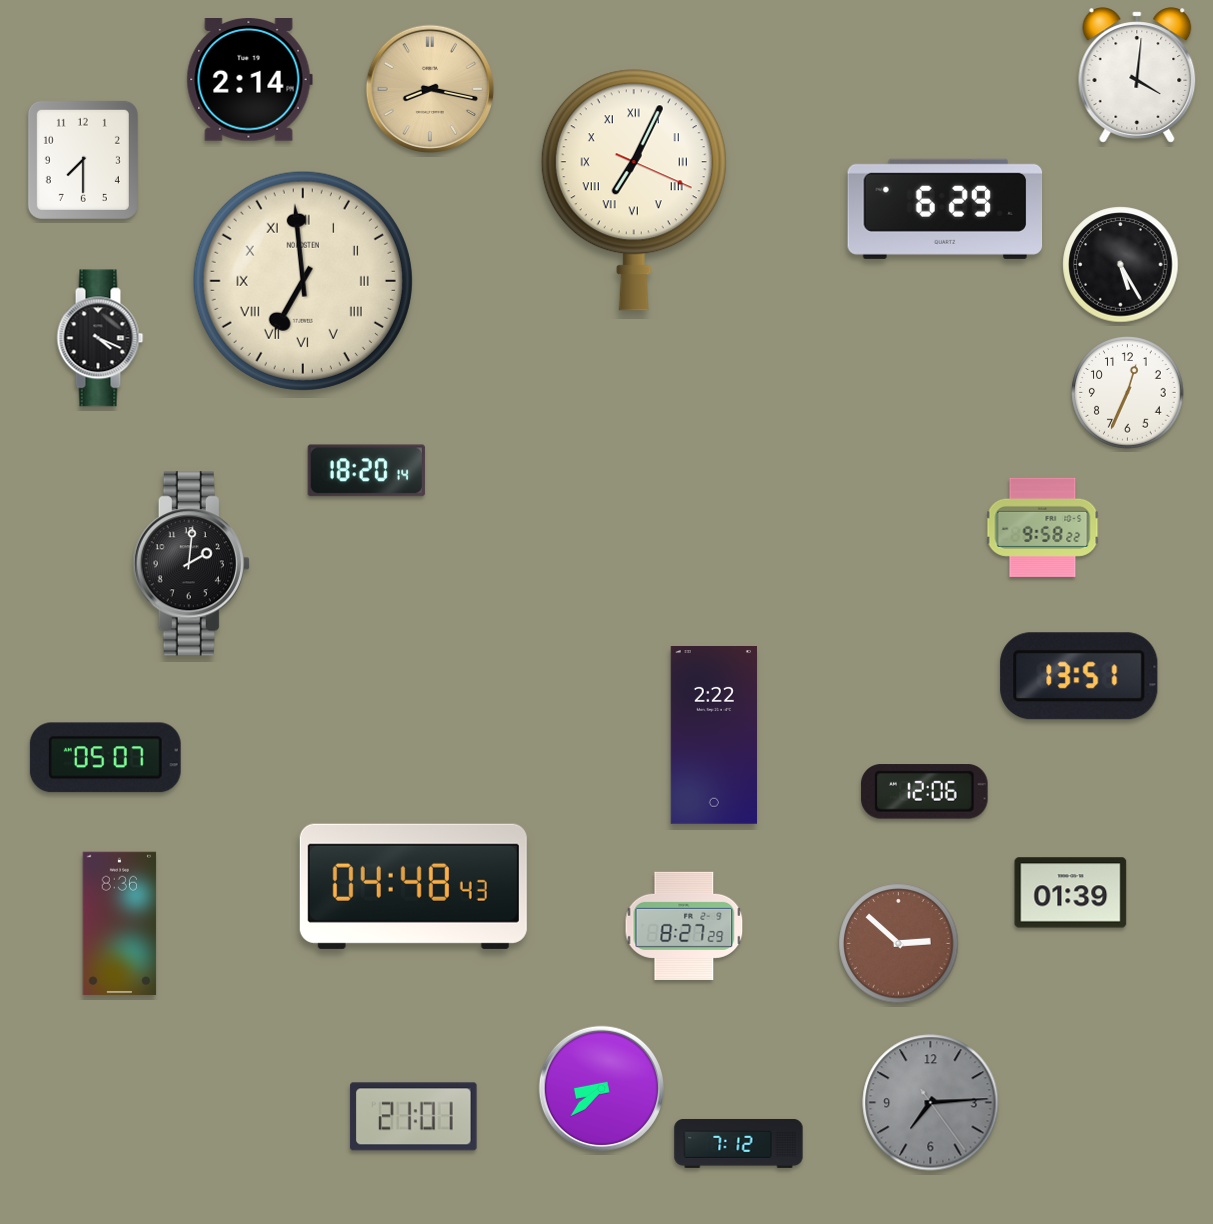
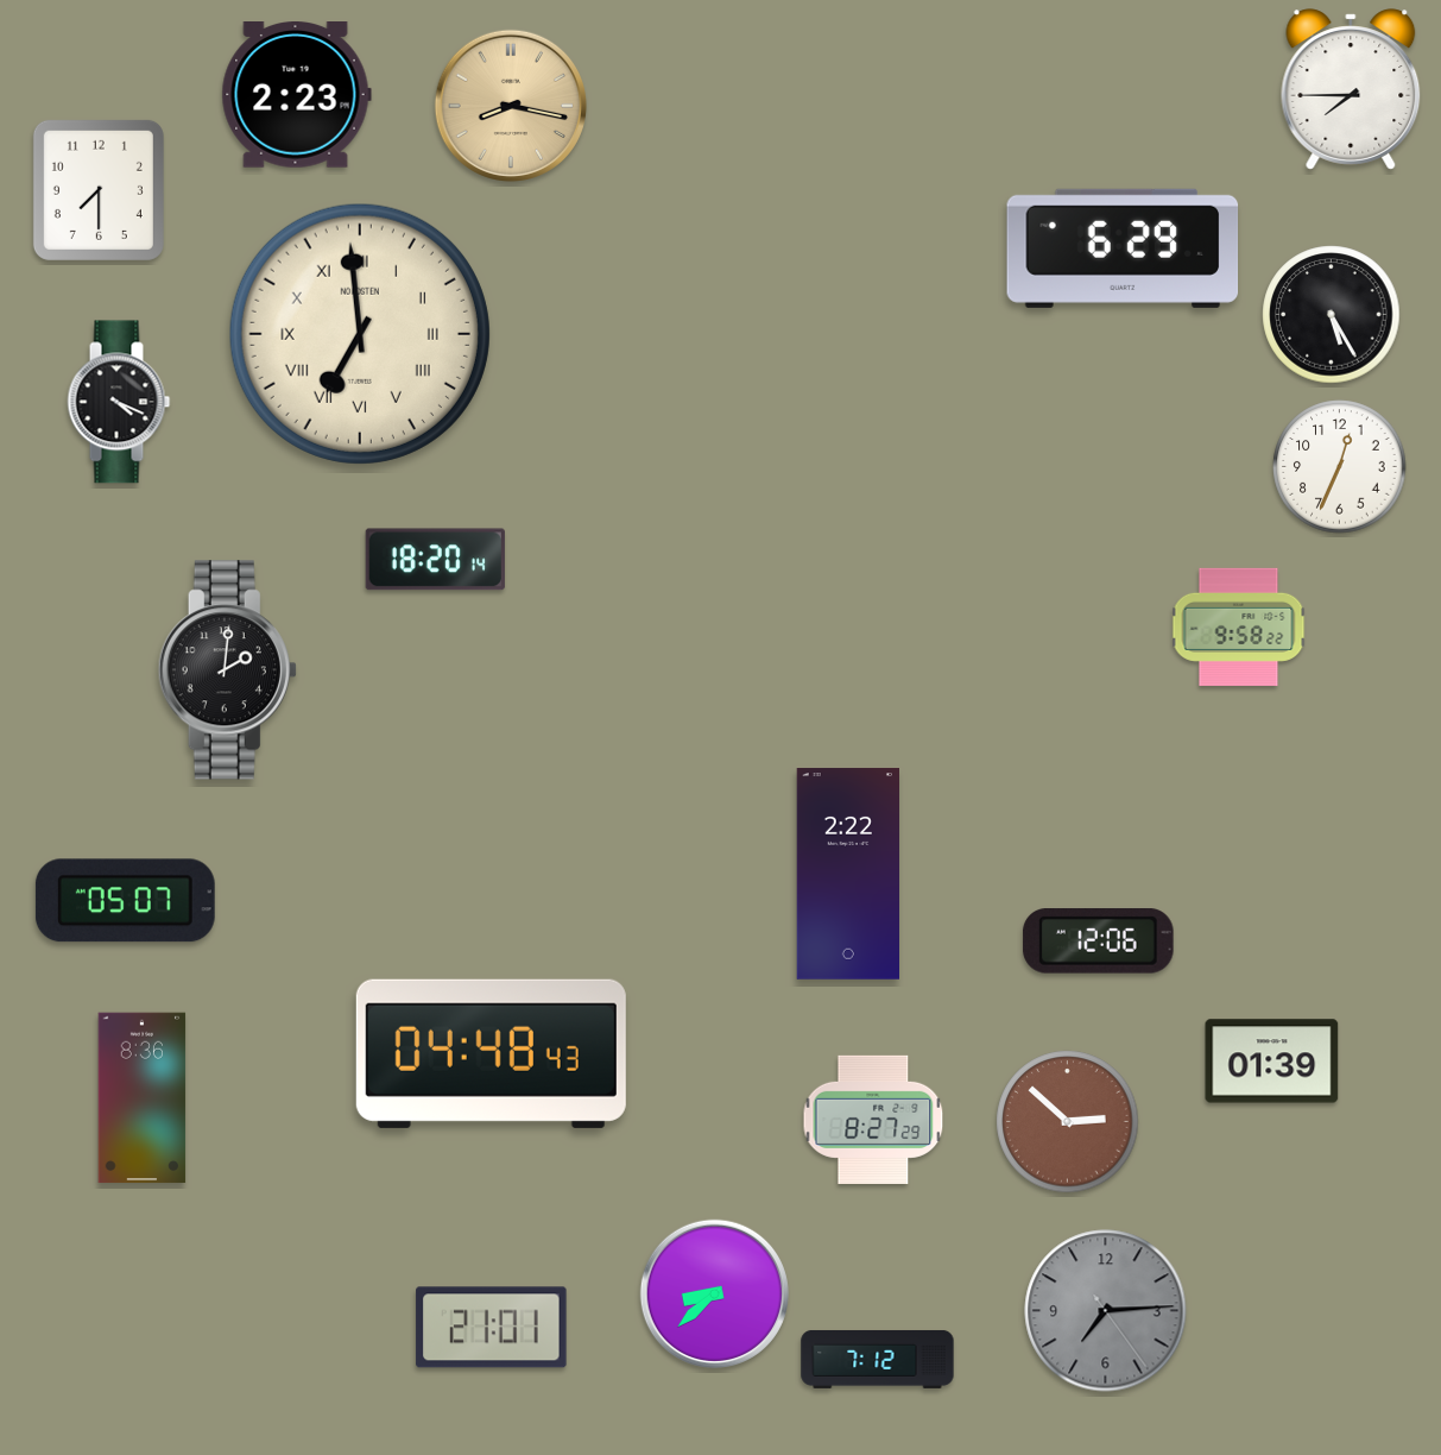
clock at (1137, 75): 4:01 -> 7:45
clock at (249, 80): 2:14 -> 2:23
clock at (634, 190): 7:04 -> none
clock at (1079, 676): 13:51 -> none
clock at (684, 926) position: (684, 926) -> (873, 1120)
